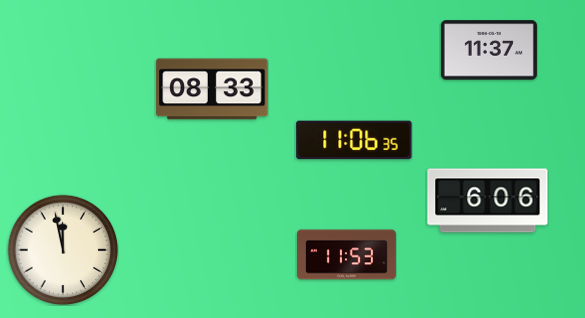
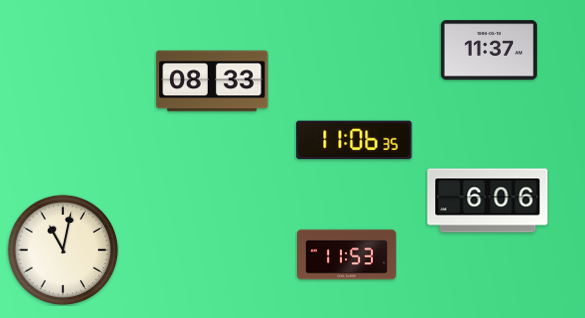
clock at (212, 89) position: (212, 89) -> (212, 81)
clock at (63, 250): 11:58 -> 11:02
